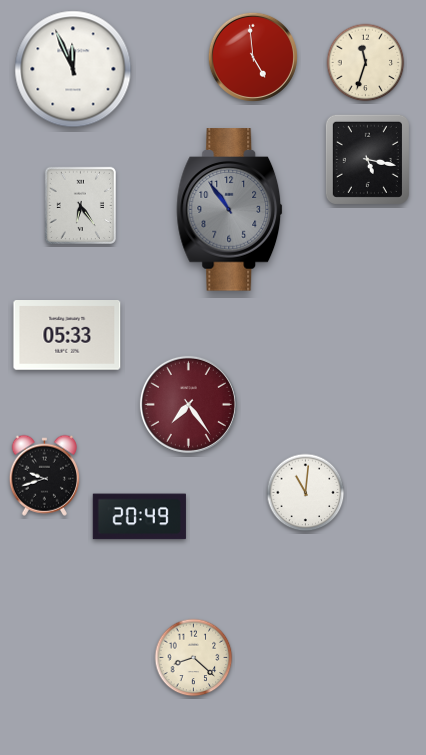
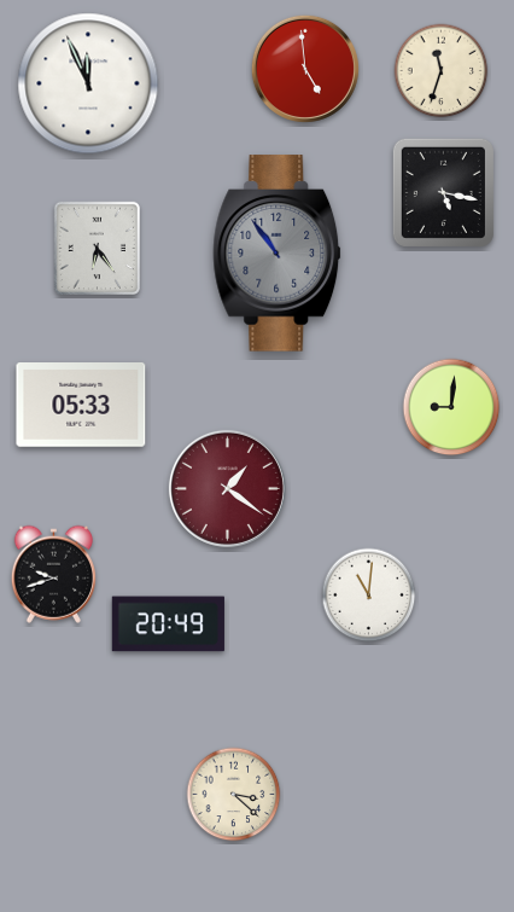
clock at (366, 63) position: (366, 63) -> (442, 71)
clock at (451, 407): none -> 9:01
clock at (188, 404): 7:24 -> 1:21
clock at (194, 658): 8:22 -> 3:22
